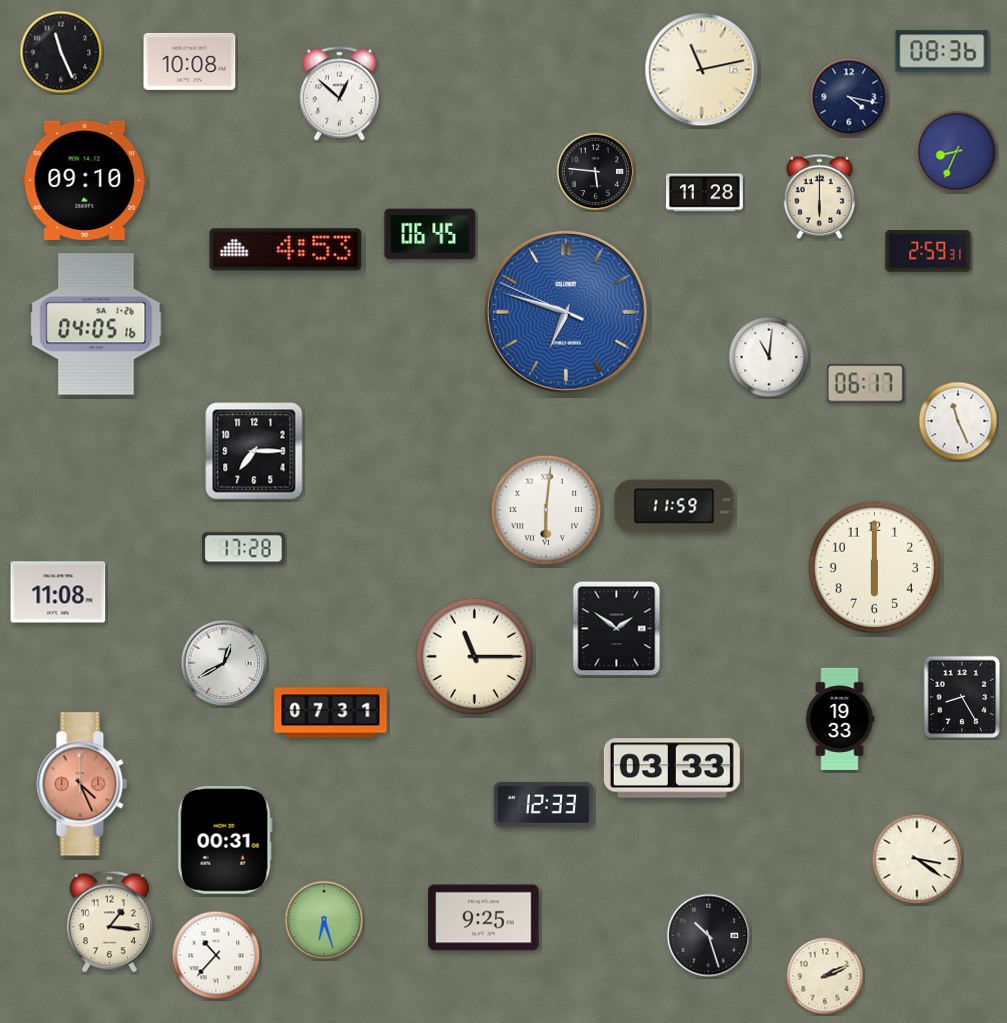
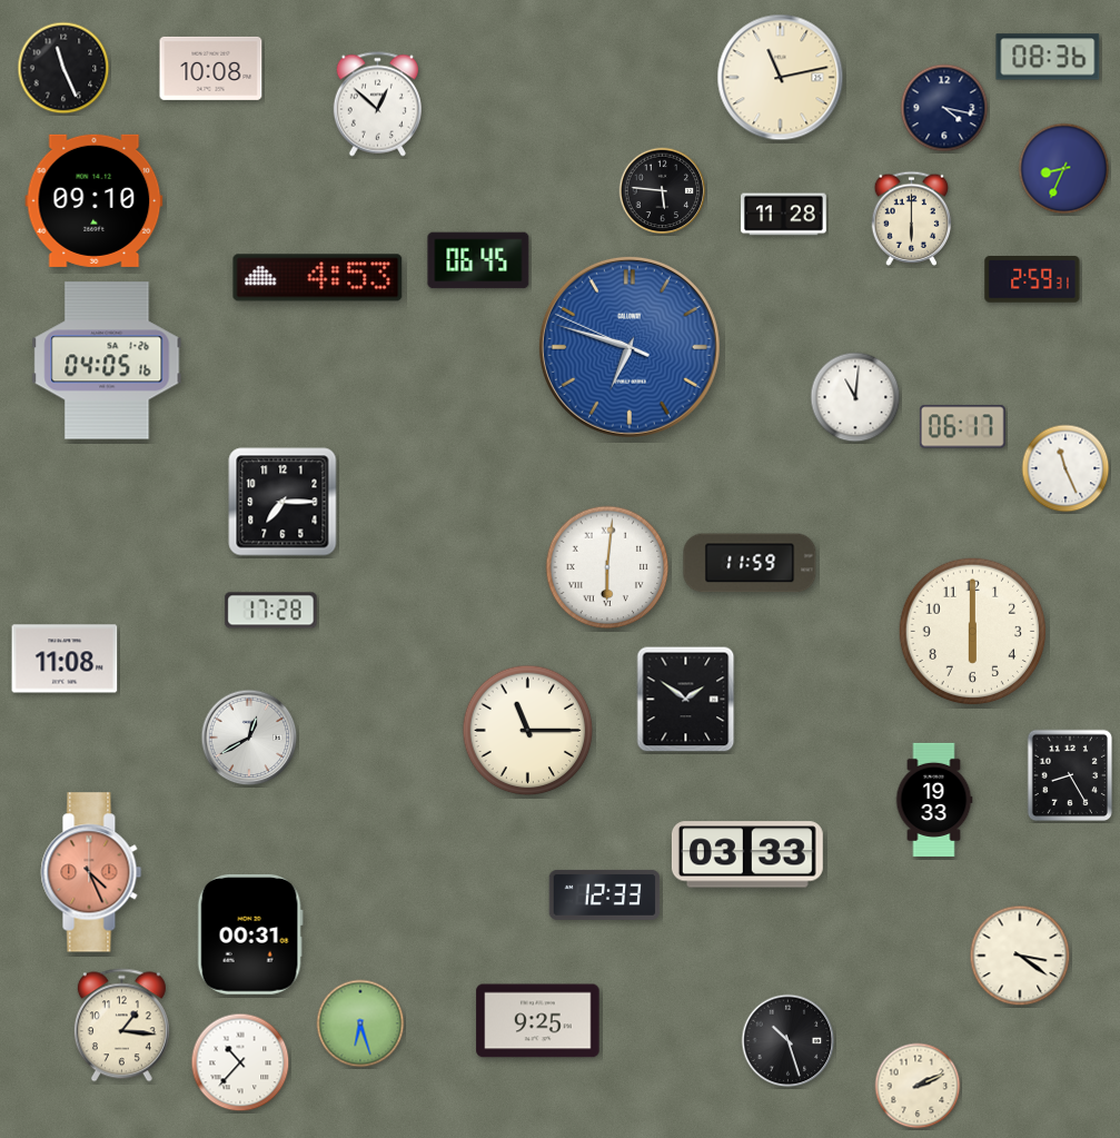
clock at (61, 52) position: (61, 52) -> (63, 68)
clock at (331, 713): 07:31 -> none
